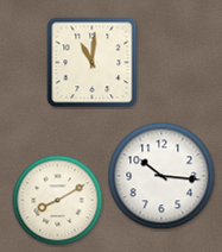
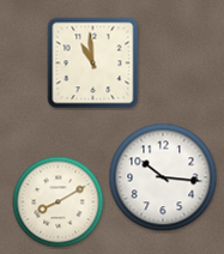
clock at (93, 63): 11:01 -> 10:59
